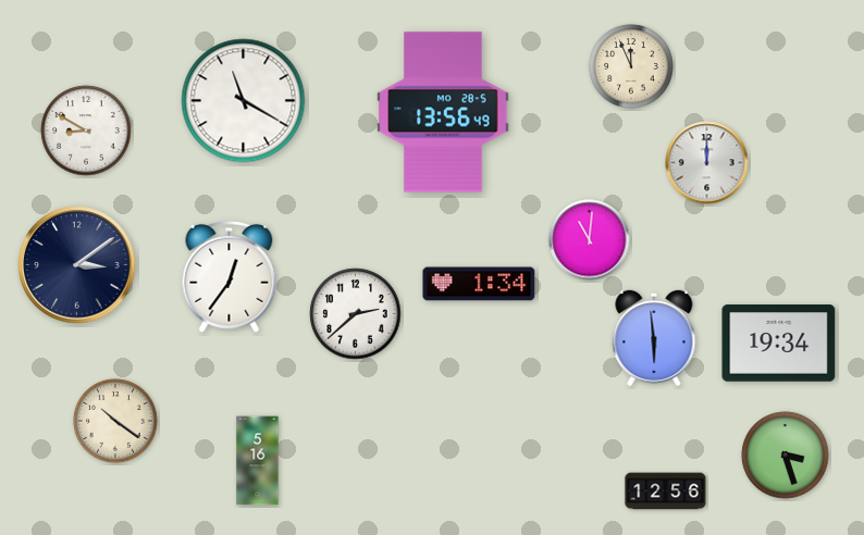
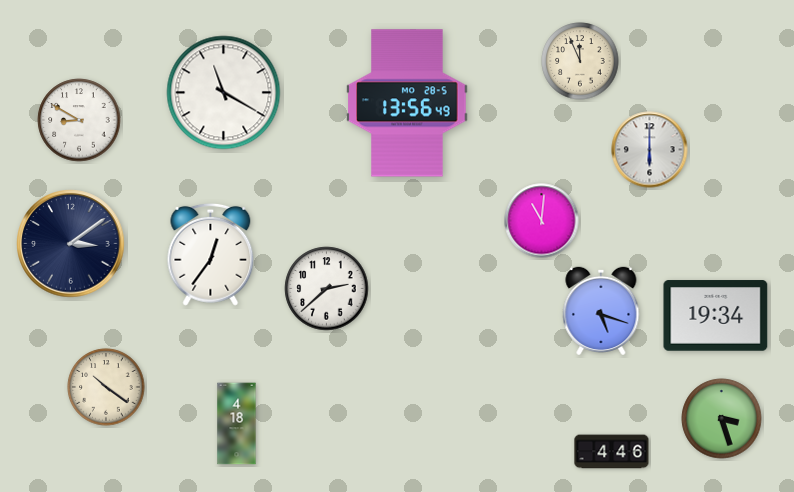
clock at (707, 163): 12:00 -> 6:00
clock at (479, 284): 1:34 -> none
clock at (654, 337): 5:59 -> 5:18
clock at (258, 461): 5:16 -> 4:18
clock at (666, 492): 12:56 -> 4:46
